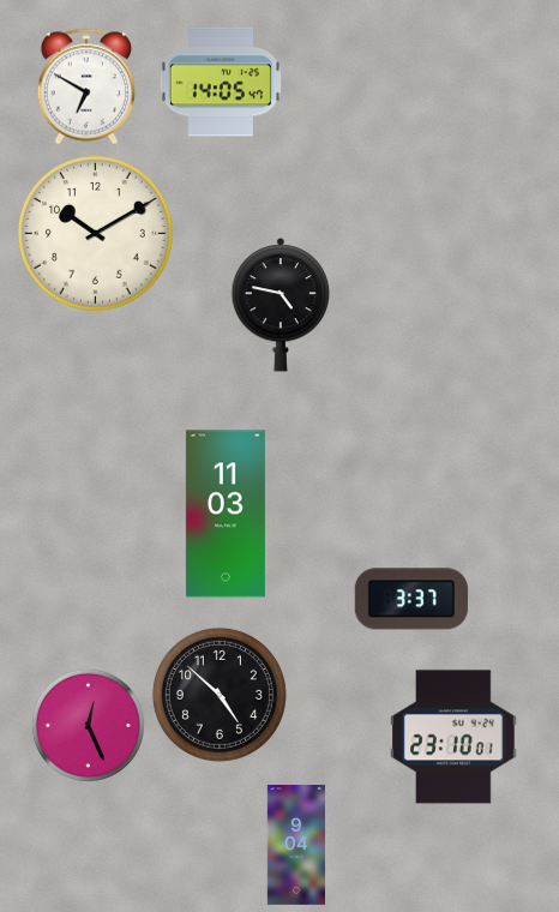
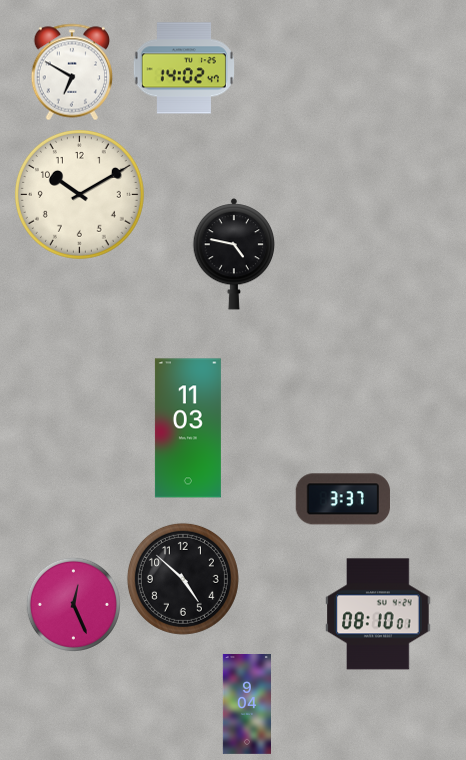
clock at (221, 82): 14:05 -> 14:02
clock at (453, 737): 23:10 -> 08:10
